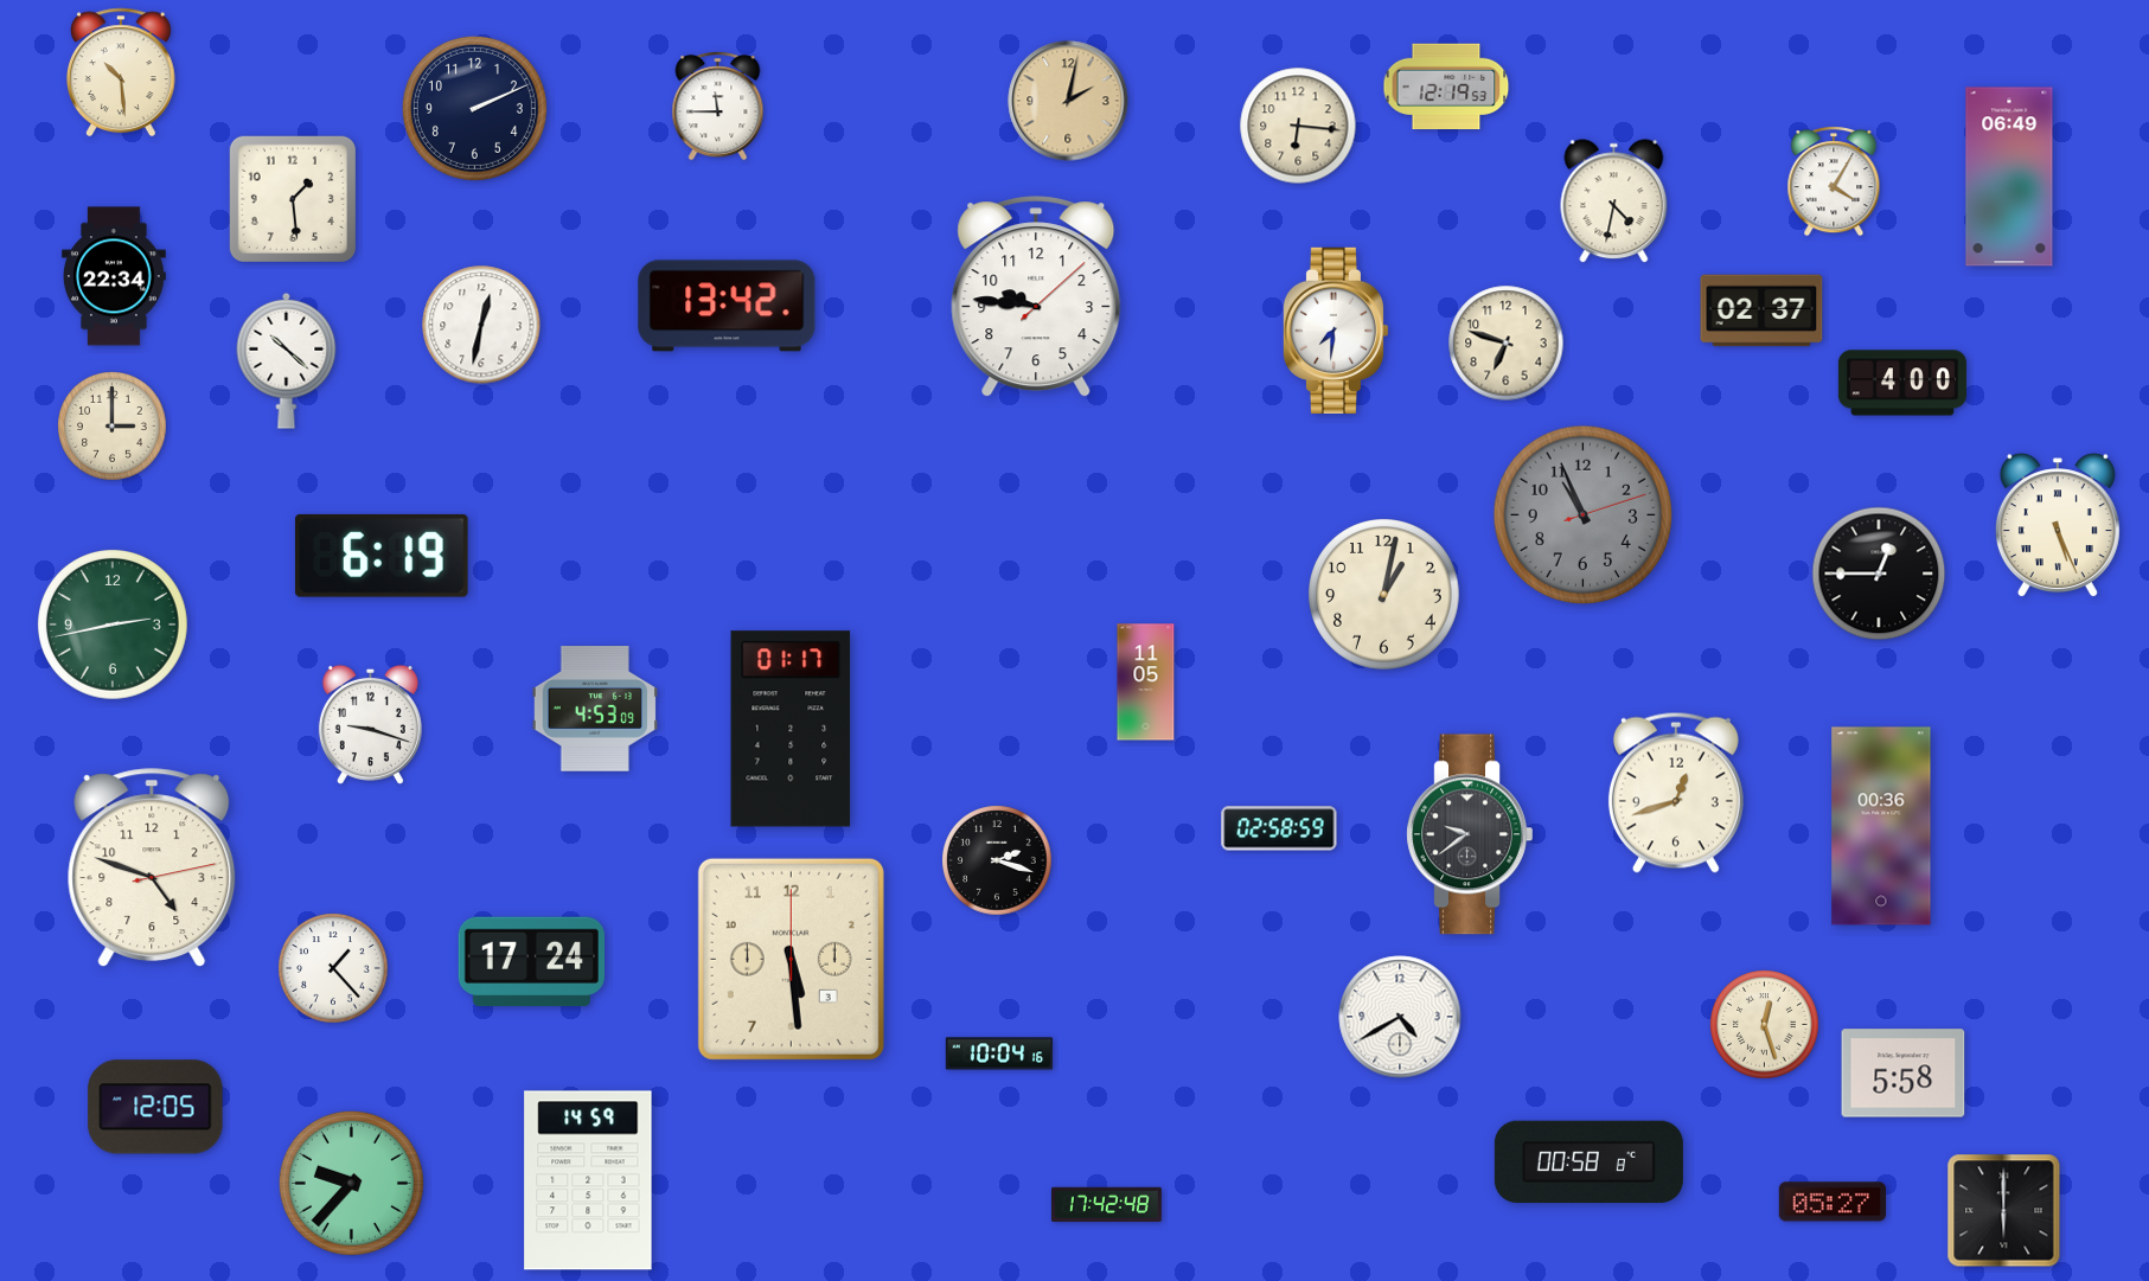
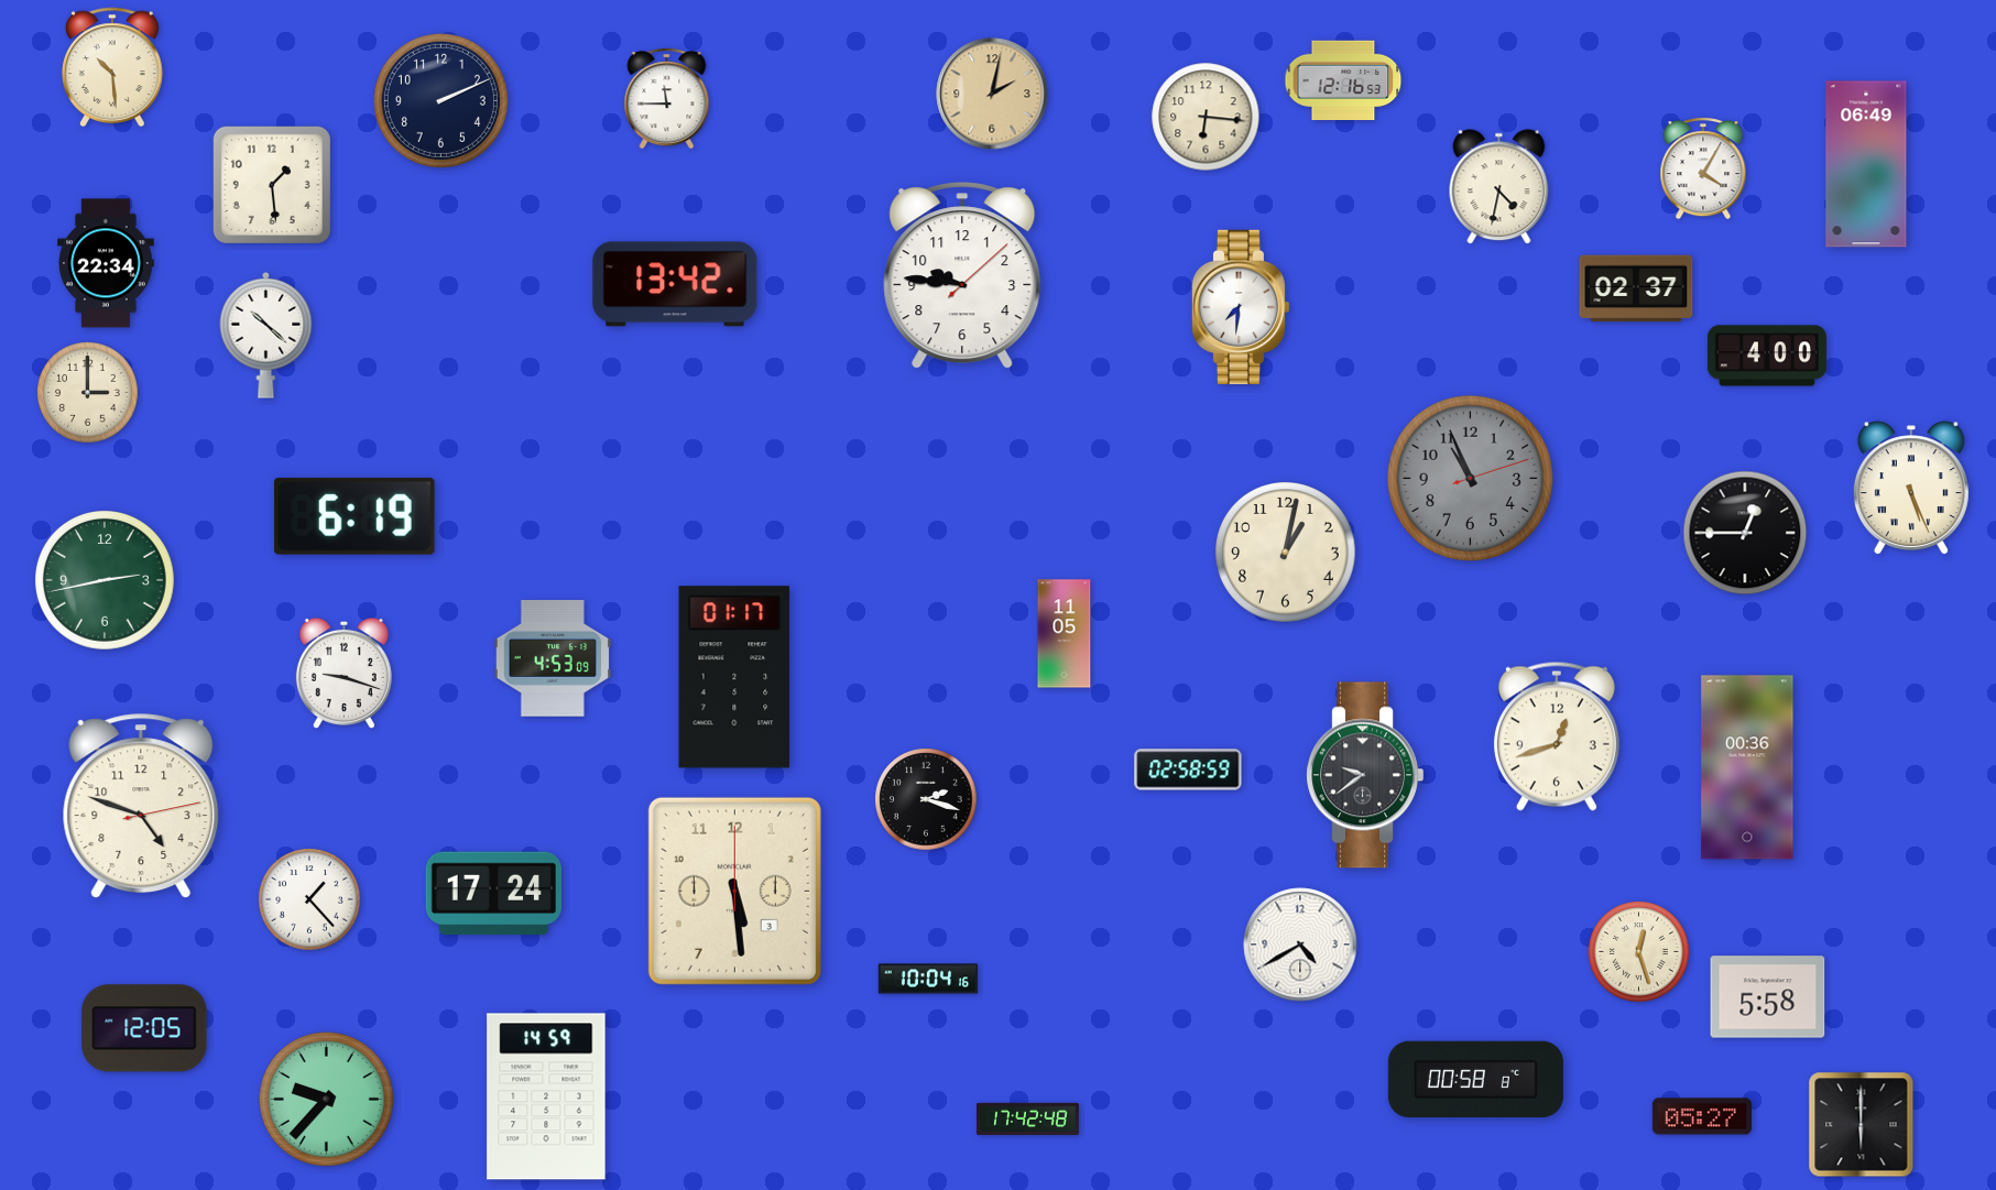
clock at (1446, 87): 12:19 -> 12:16
clock at (115, 276) position: (115, 276) -> (107, 263)
clock at (481, 325): 12:32 -> none
clock at (1507, 344): 6:48 -> none
clock at (113, 427) position: (113, 427) -> (88, 393)
